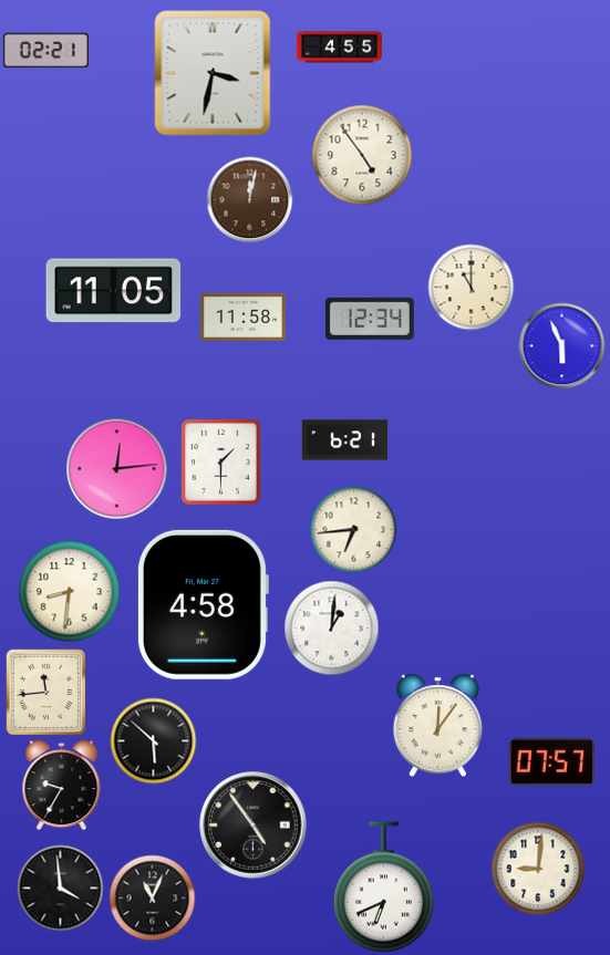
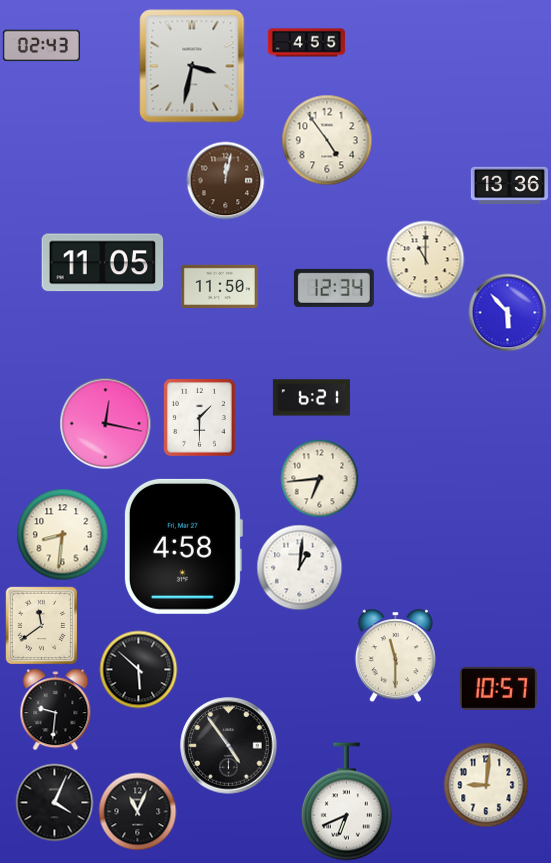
clock at (45, 51): 02:21 -> 02:43
clock at (509, 185): none -> 13:36
clock at (242, 316): 11:58 -> 11:50
clock at (561, 345): 5:56 -> 5:53
clock at (116, 468): 12:14 -> 12:17
clock at (46, 692): 11:44 -> 11:39
clock at (437, 725): 12:06 -> 11:30
clock at (551, 761): 07:57 -> 10:57
clock at (62, 785): 9:35 -> 9:31
clock at (60, 887): 3:59 -> 4:04
